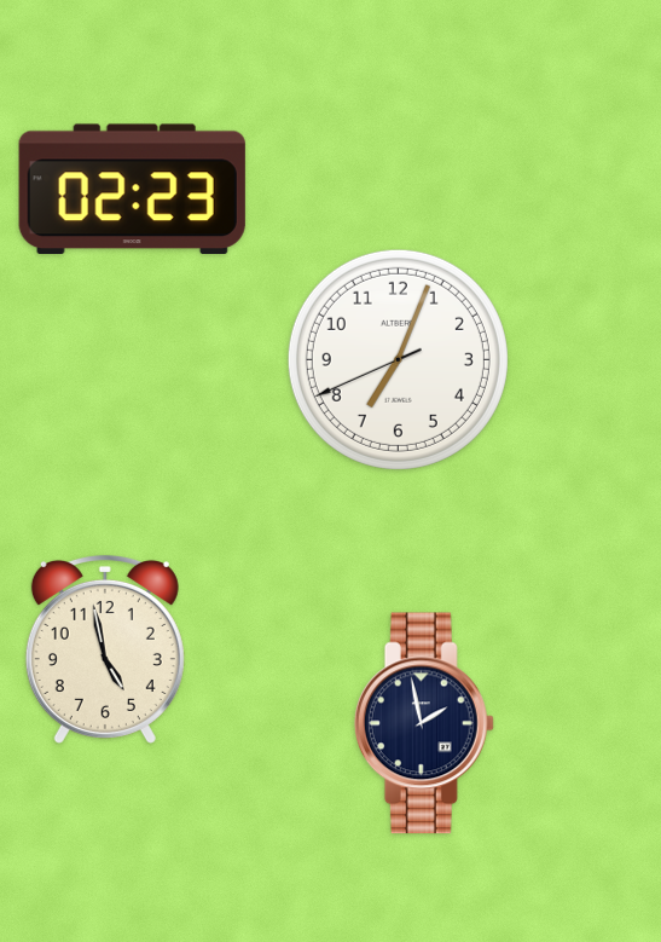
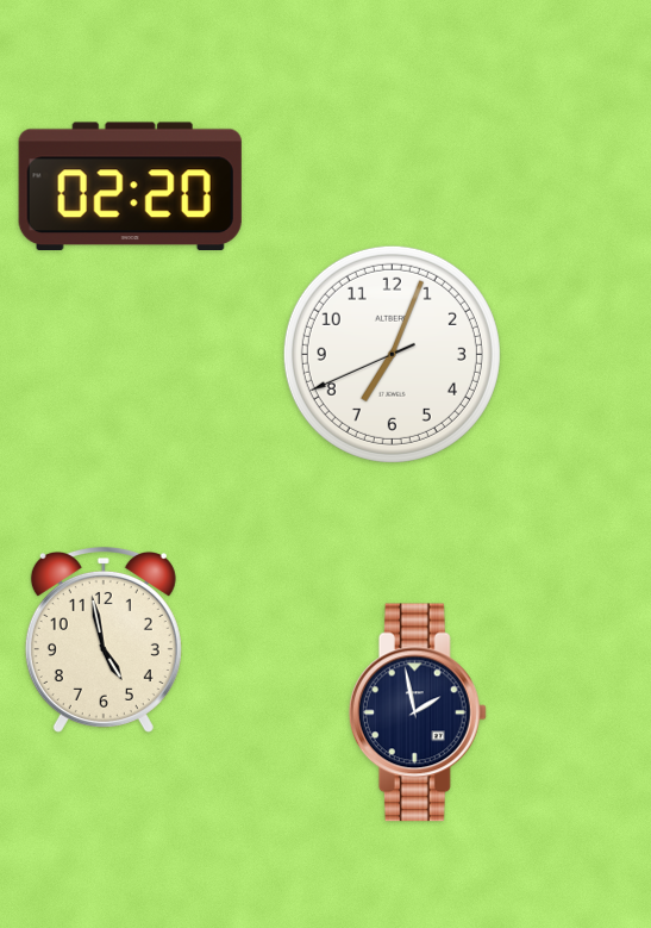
clock at (132, 189): 02:23 -> 02:20
